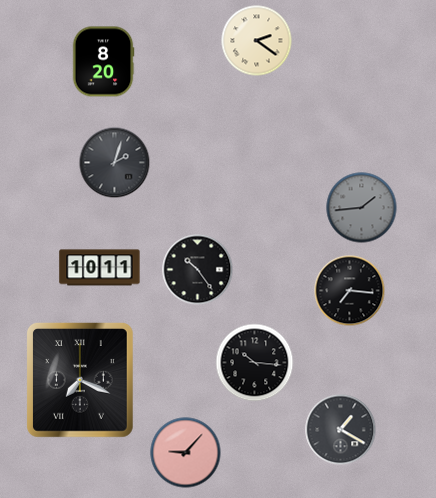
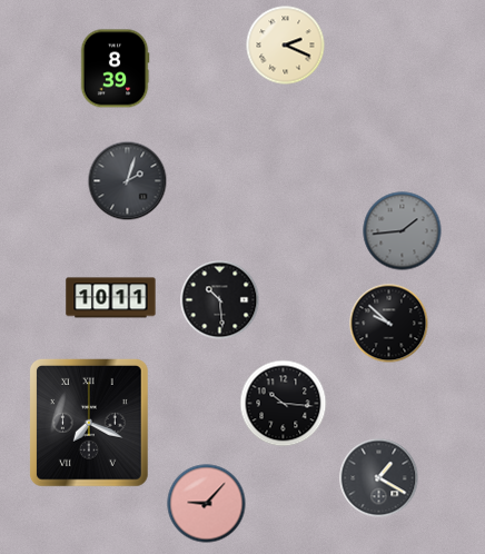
clock at (257, 41): 2:21 -> 2:19
clock at (103, 62): 8:20 -> 8:39
clock at (198, 270): 10:24 -> 10:29
clock at (350, 291): 7:16 -> 9:52
